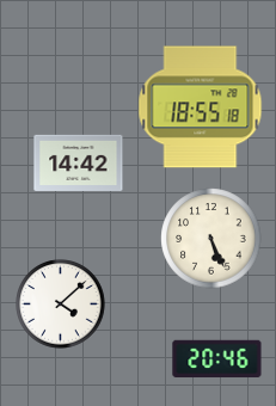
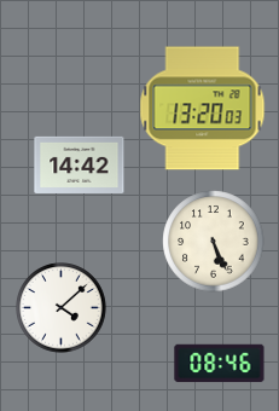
clock at (201, 107): 18:55 -> 13:20
clock at (217, 359): 20:46 -> 08:46
